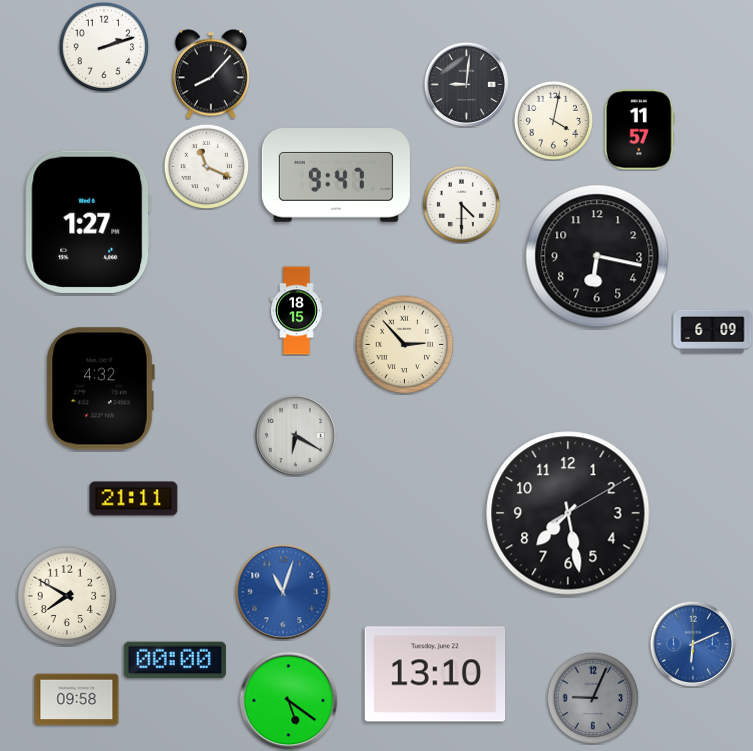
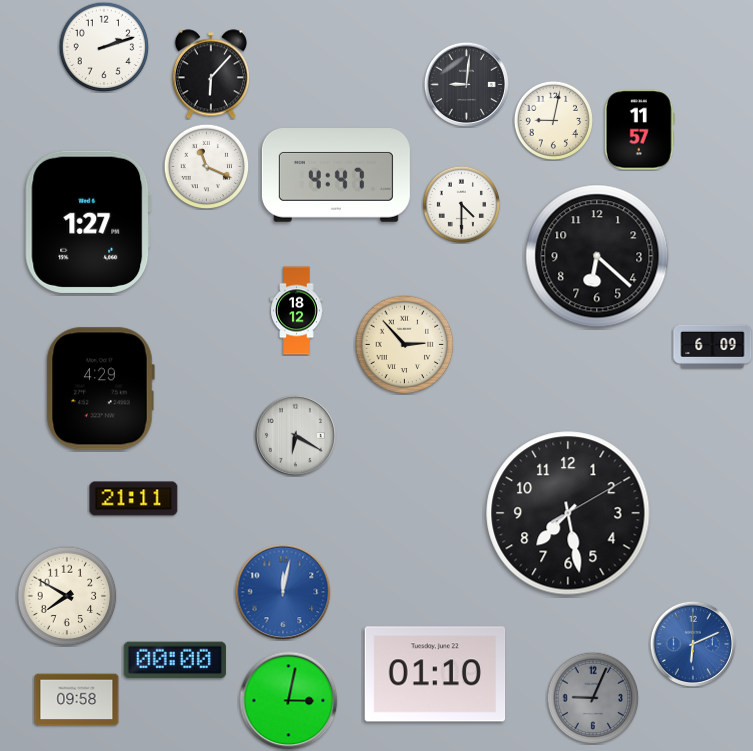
clock at (211, 74): 8:07 -> 6:07
clock at (553, 120): 4:02 -> 9:02
clock at (336, 176): 9:47 -> 4:47
clock at (597, 256): 6:17 -> 6:22
clock at (297, 311): 18:15 -> 18:12
clock at (713, 331) position: (713, 331) -> (713, 346)
clock at (100, 389): 4:32 -> 4:29
clock at (283, 592): 11:03 -> 12:02
clock at (435, 674): 13:10 -> 01:10
clock at (289, 701): 5:21 -> 3:02
